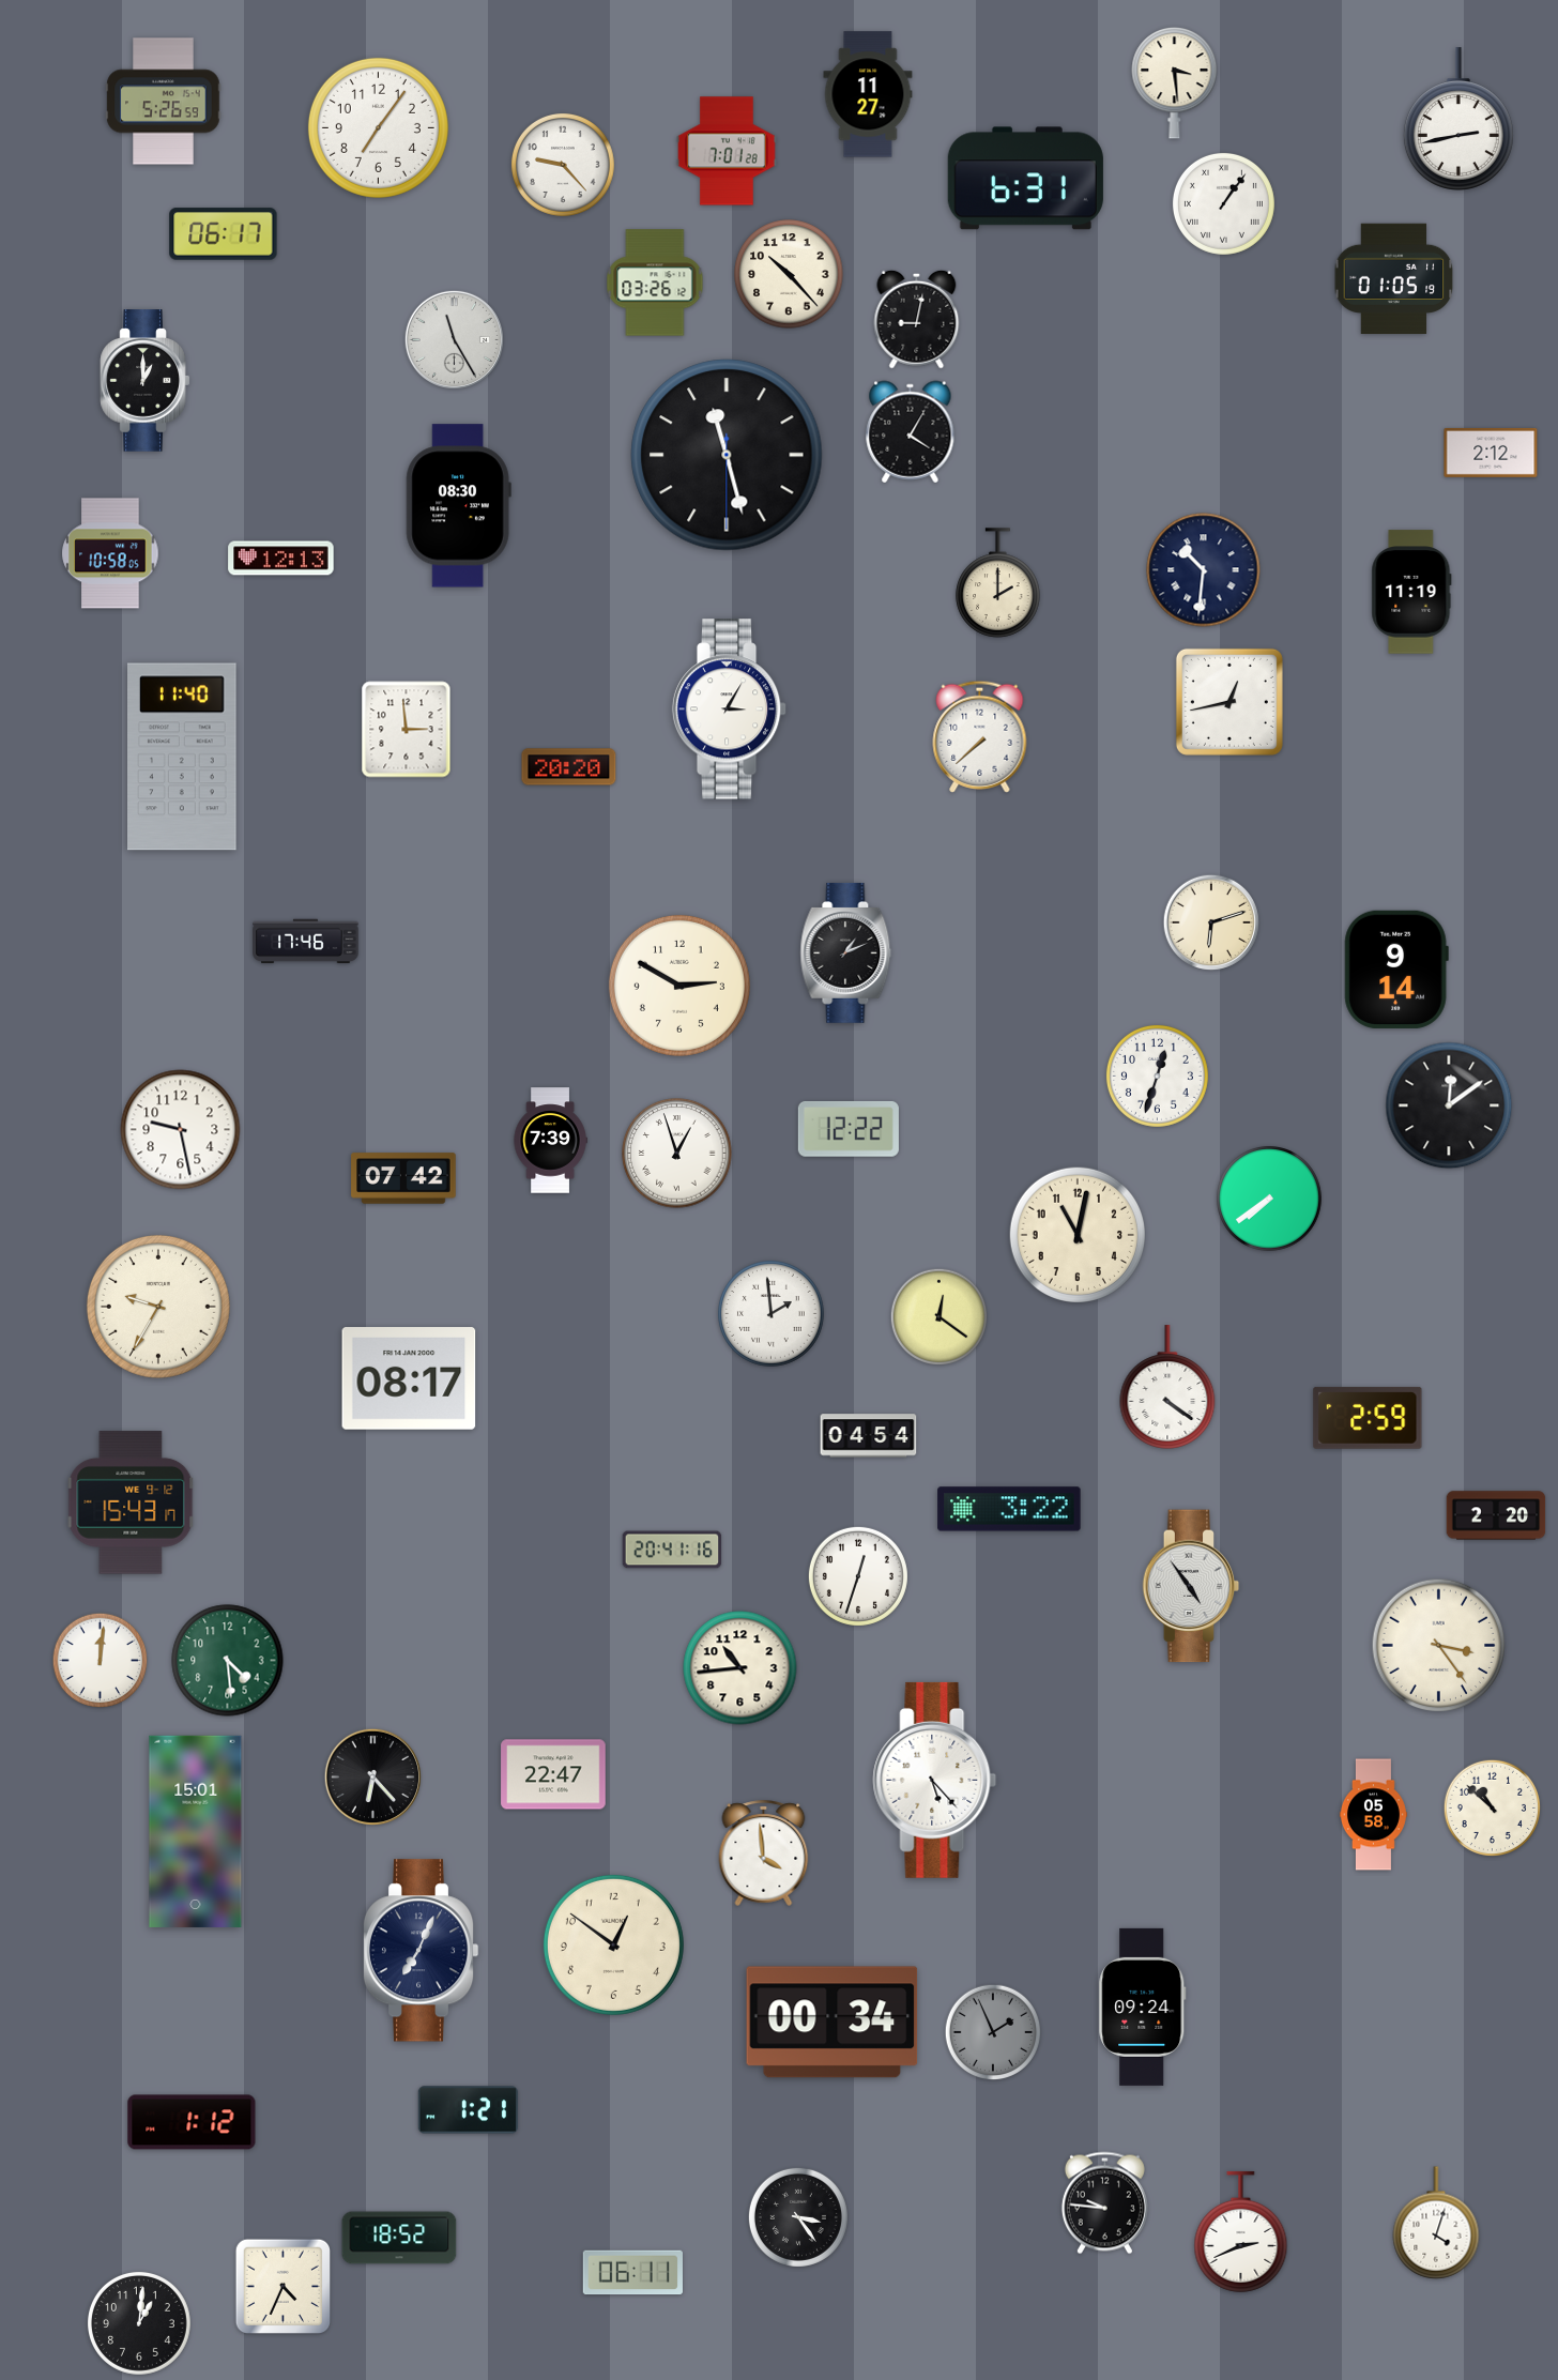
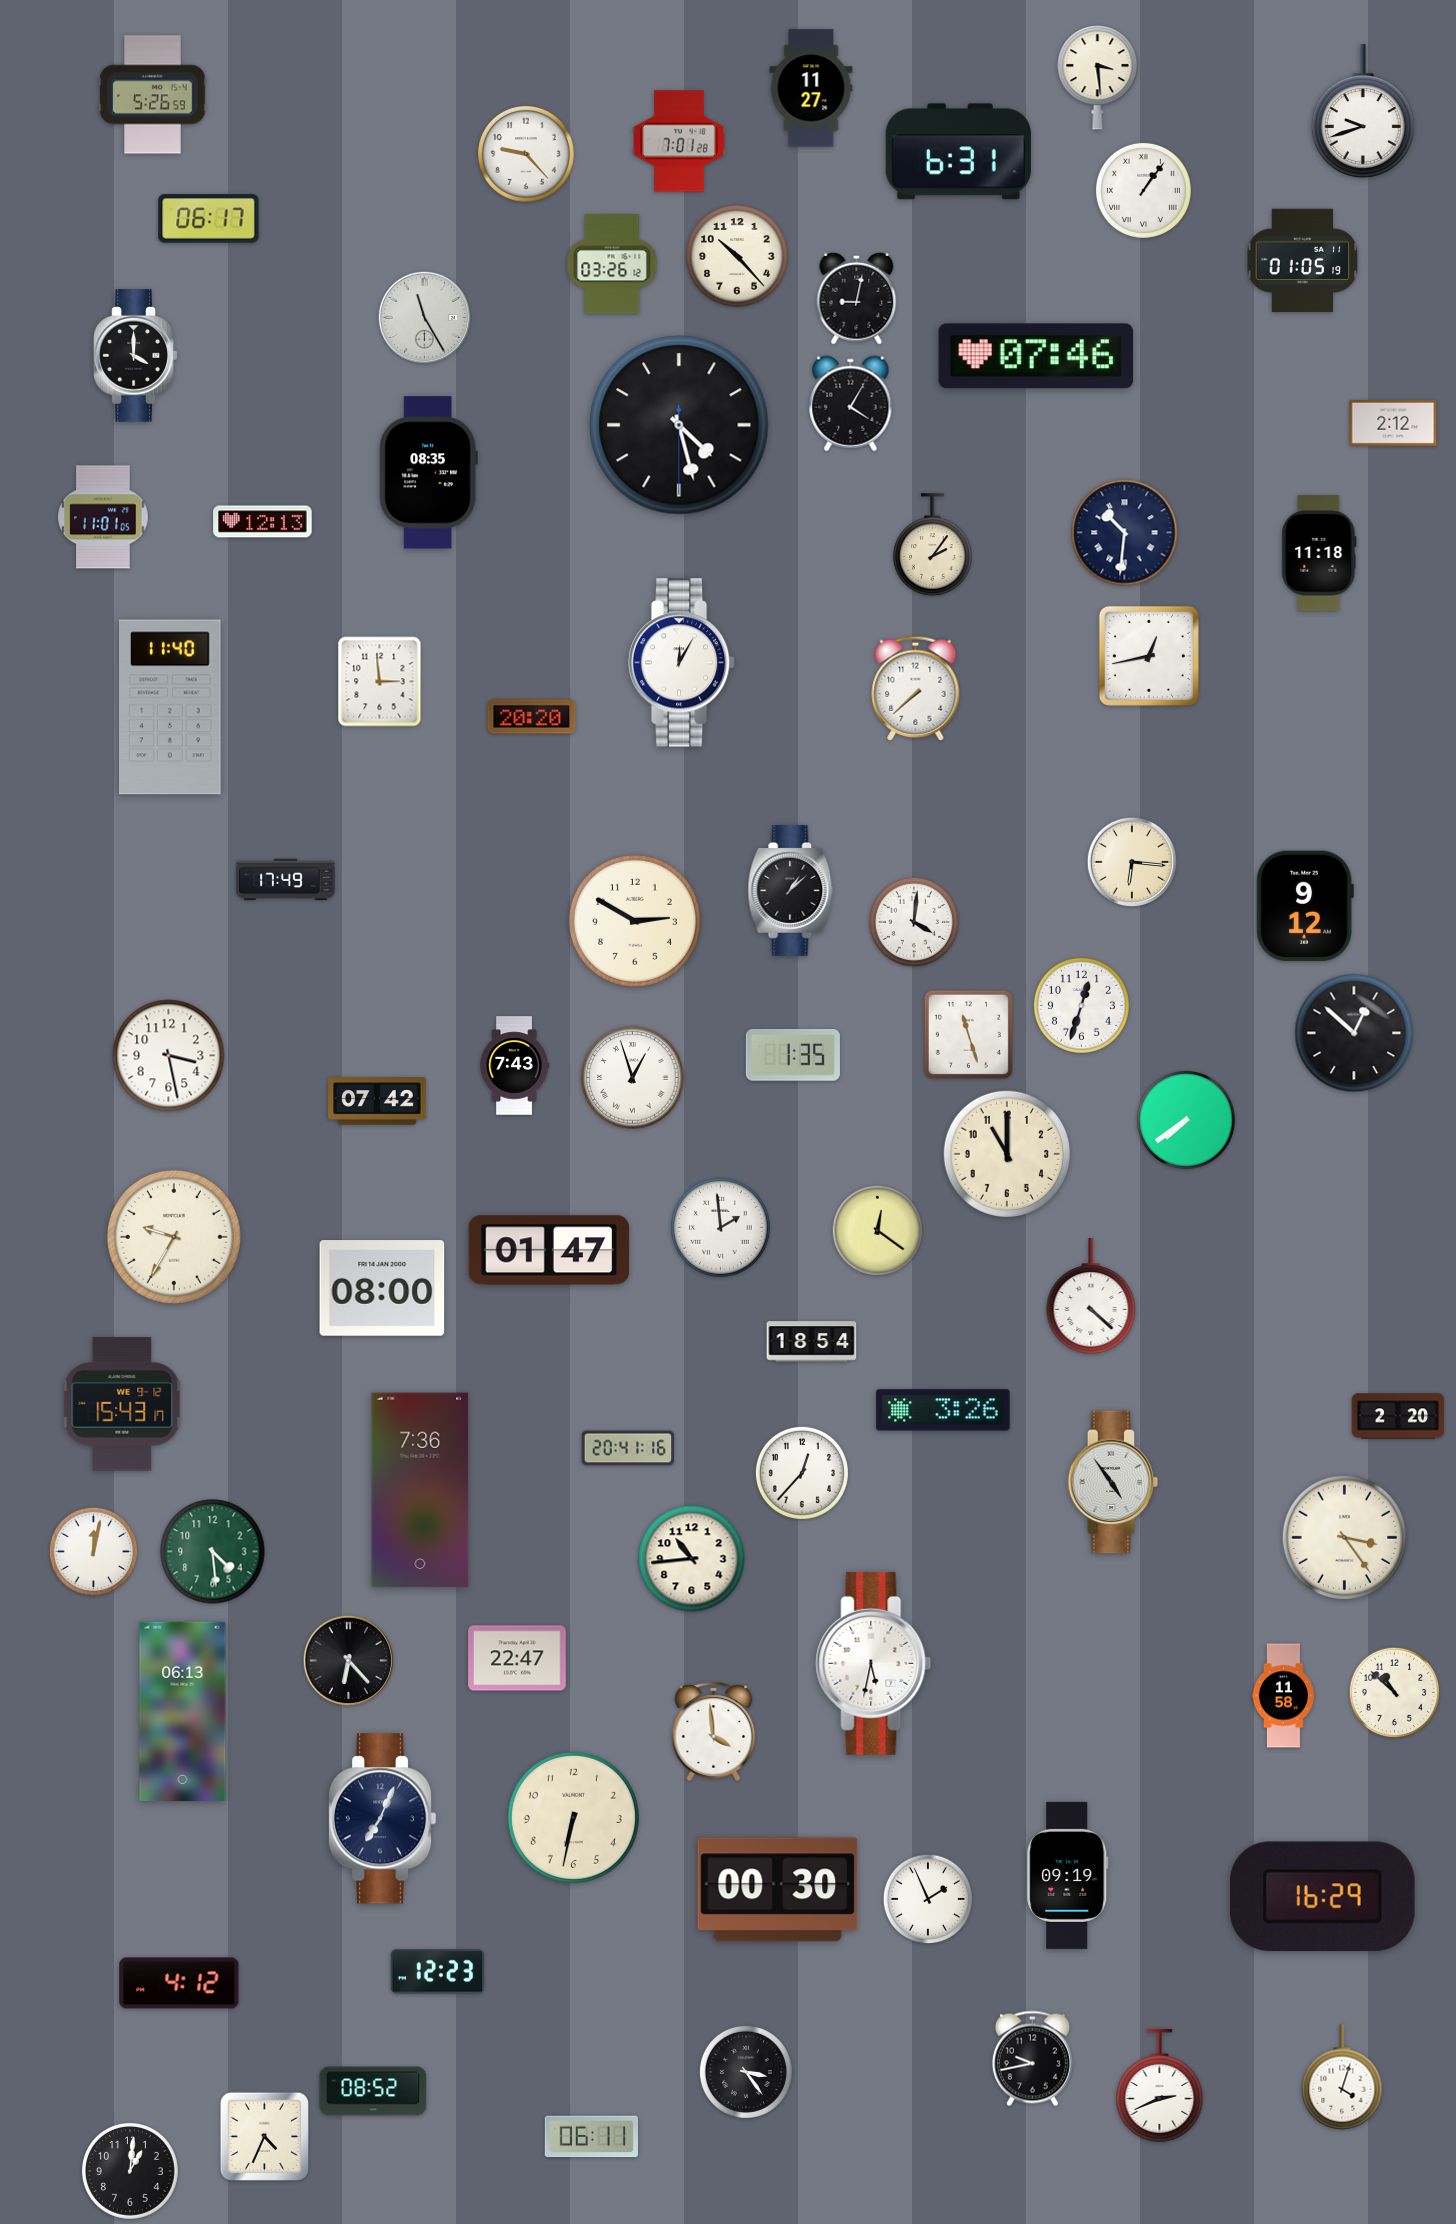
clock at (1458, 119): 2:43 -> 9:42
clock at (378, 127): 7:06 -> none
clock at (1025, 179) position: (1025, 179) -> (958, 152)
clock at (146, 381): 1:00 -> 4:00
clock at (1036, 356): none -> 07:46
clock at (727, 455): 11:27 -> 4:27
clock at (458, 506): 08:30 -> 08:35
clock at (110, 553): 10:58 -> 11:01
clock at (998, 583): 2:00 -> 2:06
clock at (1411, 592): 11:19 -> 11:18
clock at (730, 710): 3:05 -> 12:05
clock at (1211, 922): 6:12 -> 6:16
clock at (306, 942): 17:46 -> 17:49
clock at (846, 952): 1:11 -> 1:08
clock at (1396, 970): 9:14 -> 9:12
clock at (914, 922): none -> 4:01
clock at (1449, 1105): 12:09 -> 12:52
clock at (968, 1034): none -> 11:27
clock at (849, 1129): 12:22 -> 1:35
clock at (181, 1130): 9:28 -> 3:28
clock at (550, 1141): 7:39 -> 7:43
clock at (1078, 1235): 11:02 -> 11:00
clock at (158, 1307) position: (158, 1307) -> (174, 1237)
clock at (549, 1250): none -> 01:47
clock at (409, 1378): 08:17 -> 08:00
clock at (1167, 1387): 4:21 -> 4:22
clock at (1368, 1418): 2:59 -> none
clock at (869, 1436): 04:54 -> 18:54
clock at (1009, 1509): 3:22 -> 3:26
clock at (858, 1576): 12:33 -> 12:37
clock at (420, 1490): none -> 7:36
clock at (101, 1661): 12:01 -> 12:02
clock at (935, 1780): 5:23 -> 5:32
clock at (1492, 1807) position: (1492, 1807) -> (1394, 1692)
clock at (1373, 1815): 05:58 -> 11:58
clock at (196, 1831): 15:01 -> 06:13
clock at (613, 1944): 12:51 -> 6:32
clock at (421, 1951) position: (421, 1951) -> (382, 1819)
clock at (1143, 2007): 09:24 -> 09:19
clock at (833, 2023): 00:34 -> 00:30
clock at (1322, 1897): none -> 16:29
clock at (993, 2032) dial: grey -> white
clock at (468, 2110): 1:21 -> 12:23
clock at (192, 2122): 1:12 -> 4:12
clock at (1104, 2203): 9:46 -> 9:43
clock at (399, 2238): 18:52 -> 08:52
clock at (632, 2273) position: (632, 2273) -> (591, 2137)
